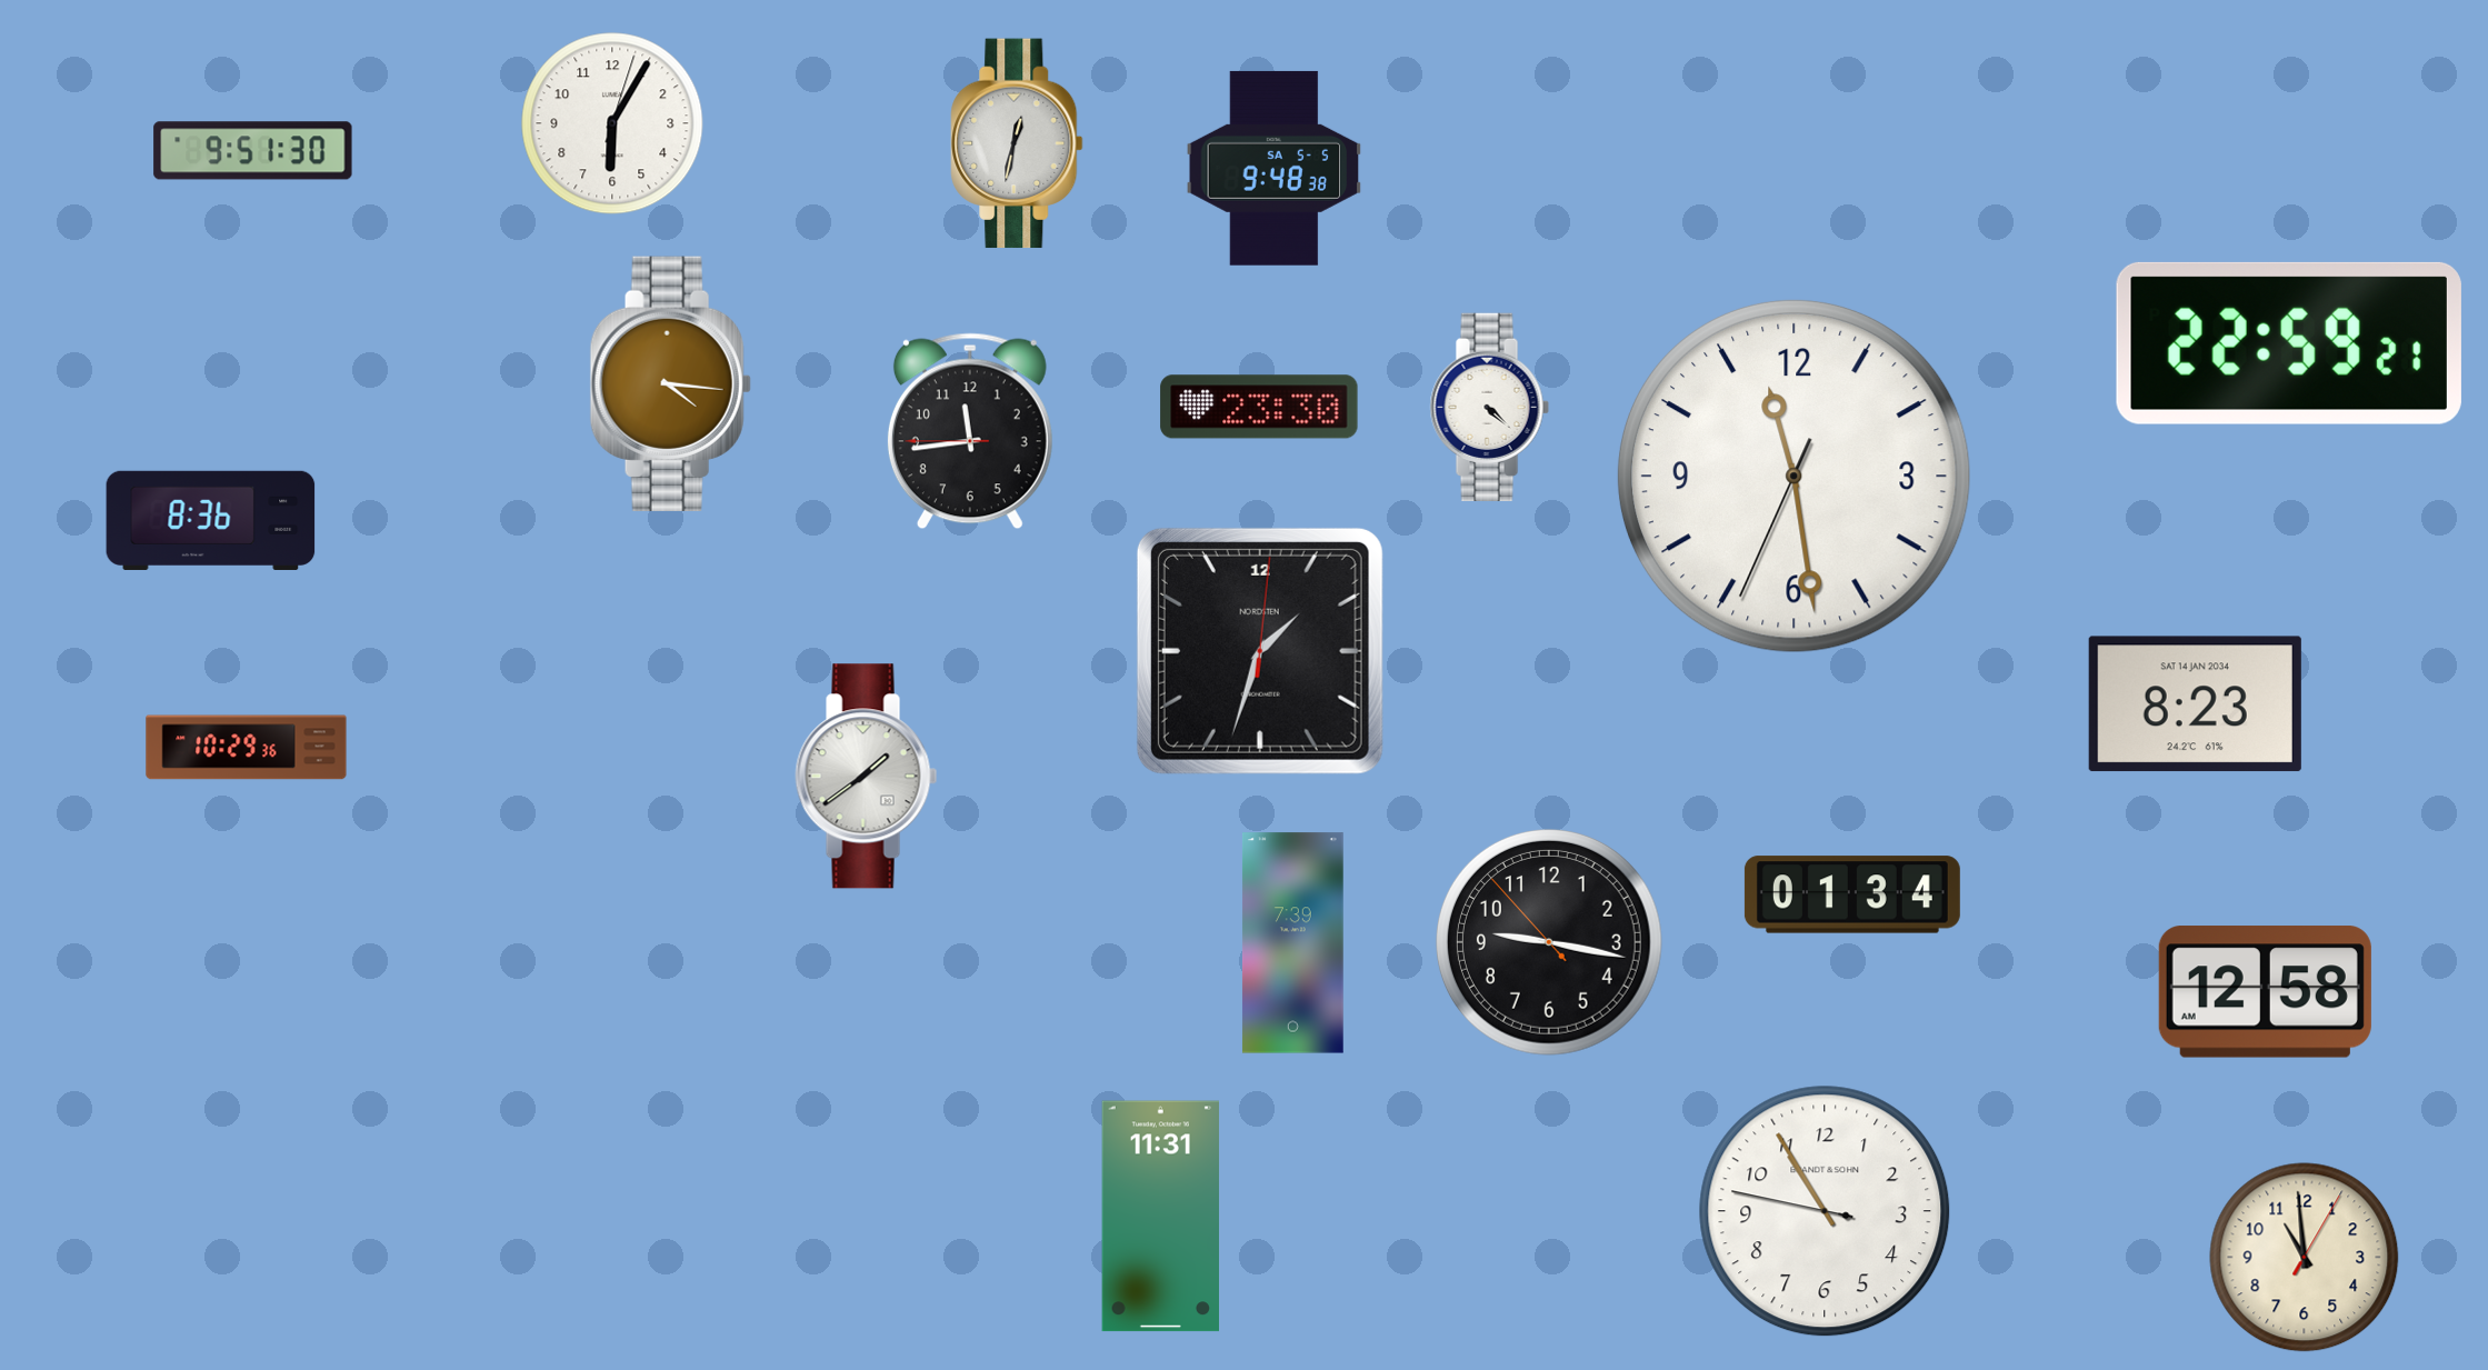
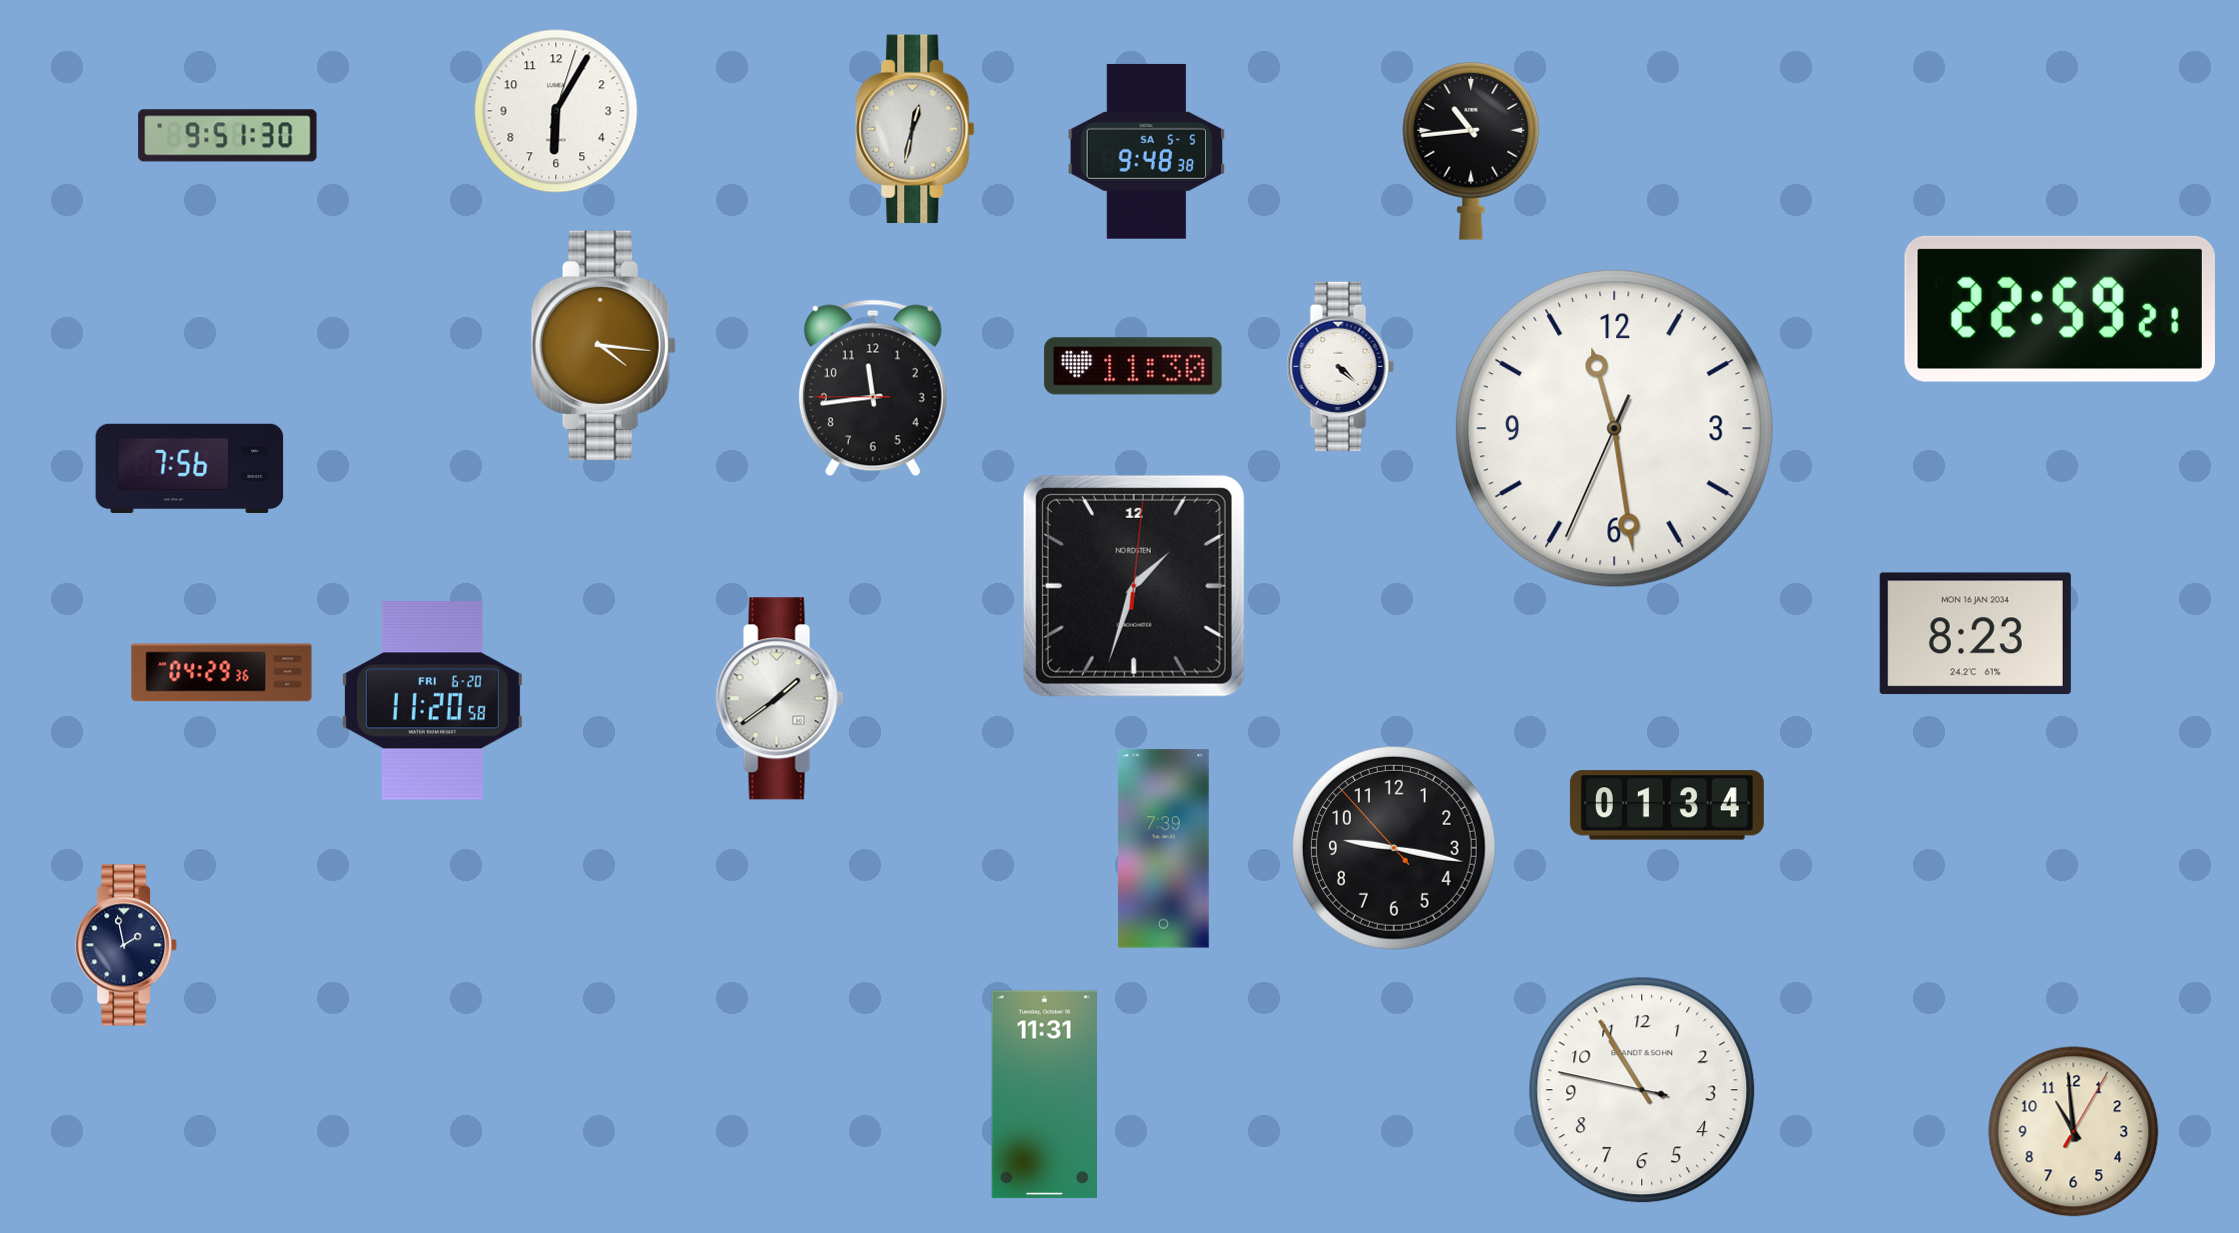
clock at (612, 123) position: (612, 123) -> (556, 111)
clock at (1471, 152): none -> 10:44
clock at (1259, 407): 23:30 -> 11:30
clock at (211, 520): 8:36 -> 7:56
clock at (2195, 704) date: SAT 14 JAN 2034 -> MON 16 JAN 2034
clock at (247, 748): 10:29 -> 04:29
clock at (432, 701): none -> 11:20
clock at (2265, 992): 12:58 -> none
clock at (127, 945): none -> 1:58
